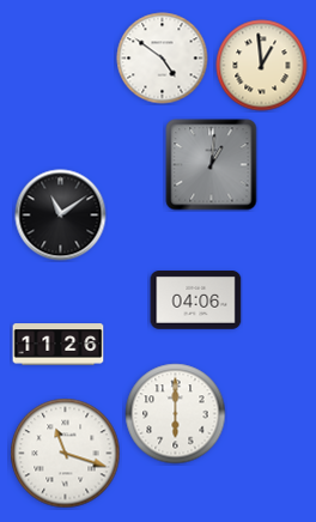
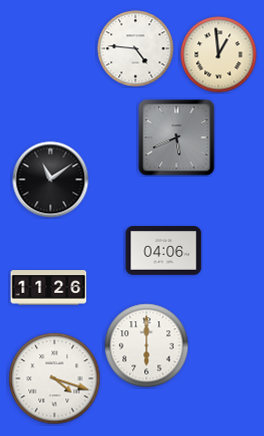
clock at (163, 59): 4:51 -> 4:46
clock at (212, 165): 1:01 -> 5:41
clock at (66, 454): 11:18 -> 4:18
